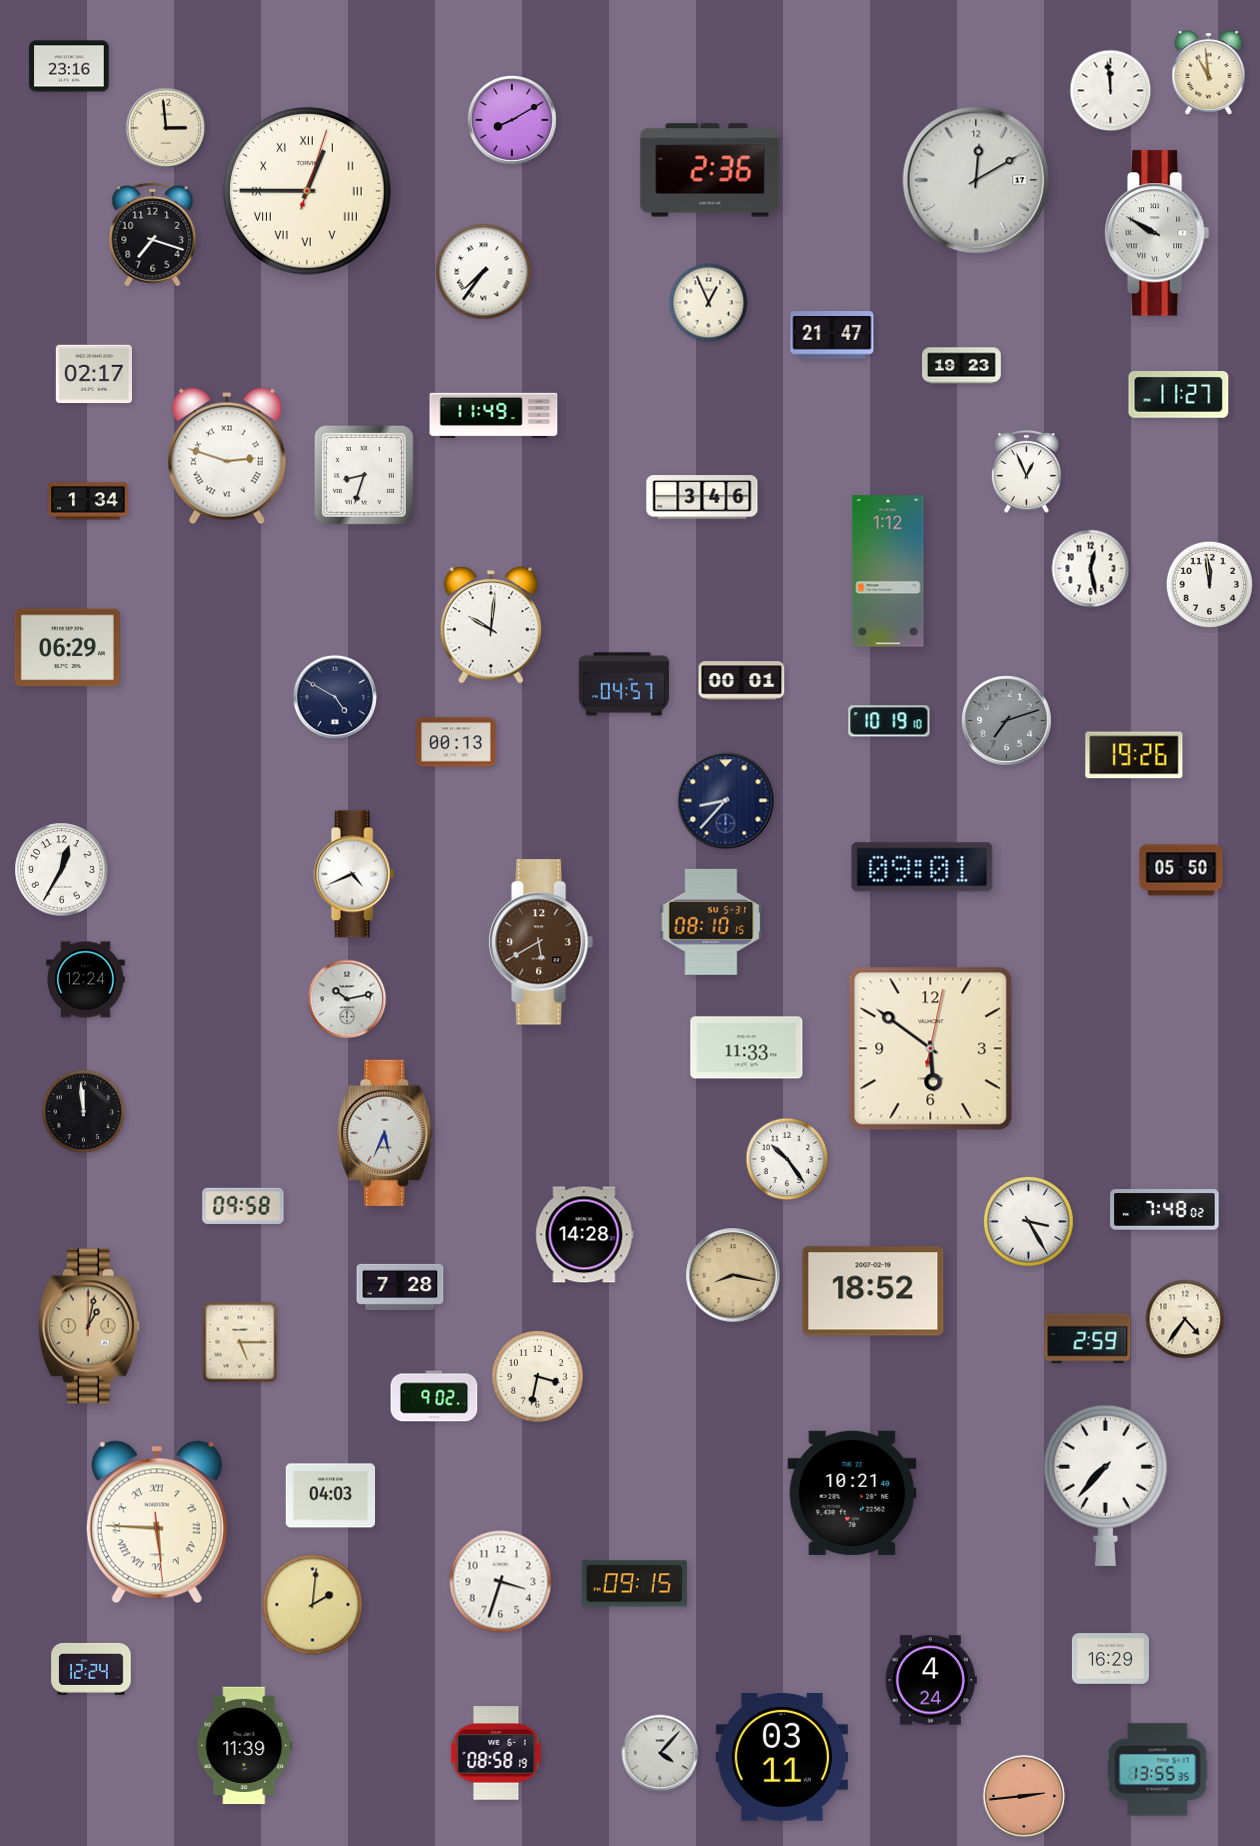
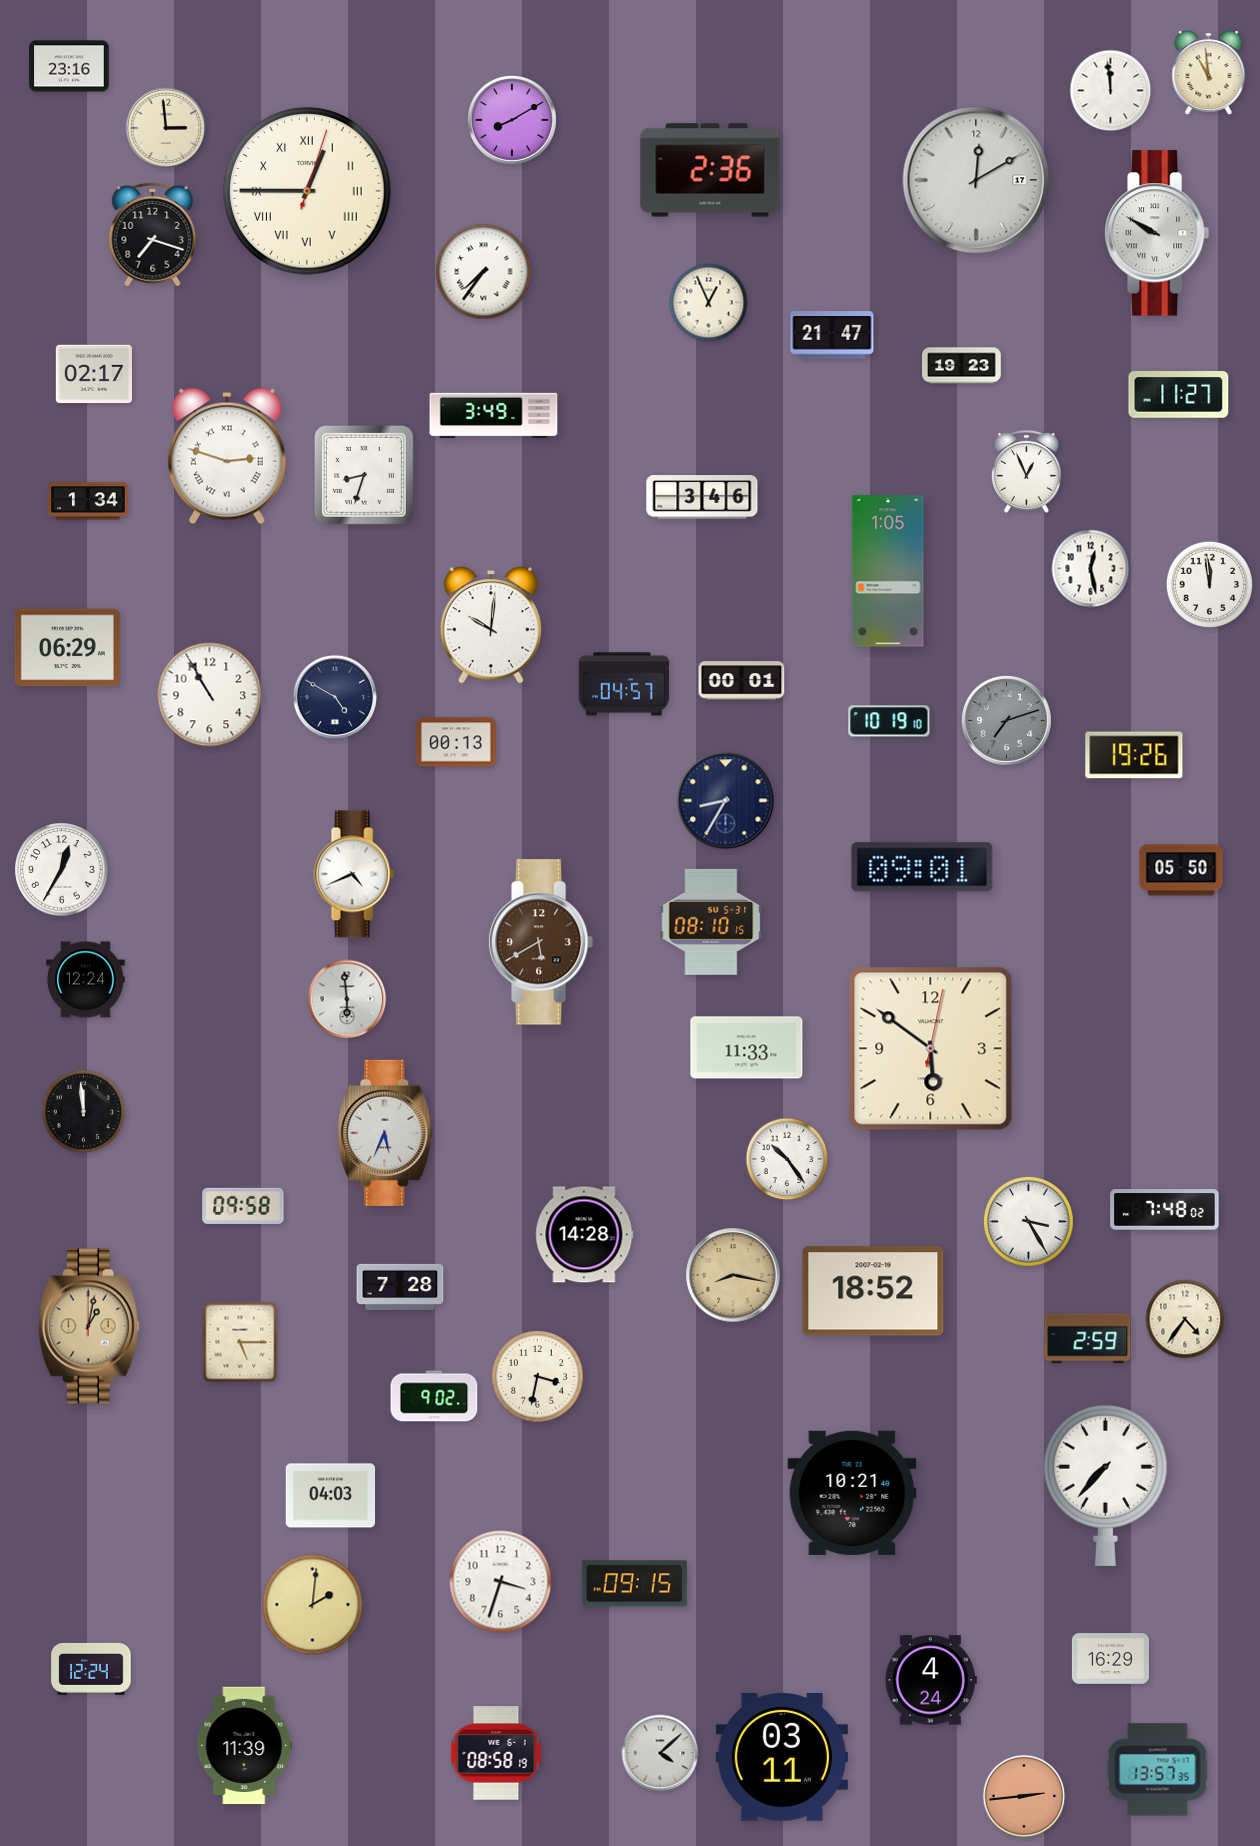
clock at (494, 416): 11:49 -> 3:49
clock at (888, 571): 1:12 -> 1:05
clock at (210, 695): none -> 10:55
clock at (726, 801): 8:37 -> 8:35
clock at (347, 999): 10:13 -> 5:59
clock at (157, 1522): 5:45 -> none
clock at (660, 1753): 4:07 -> 4:08
clock at (1158, 1770): 13:55 -> 13:57
